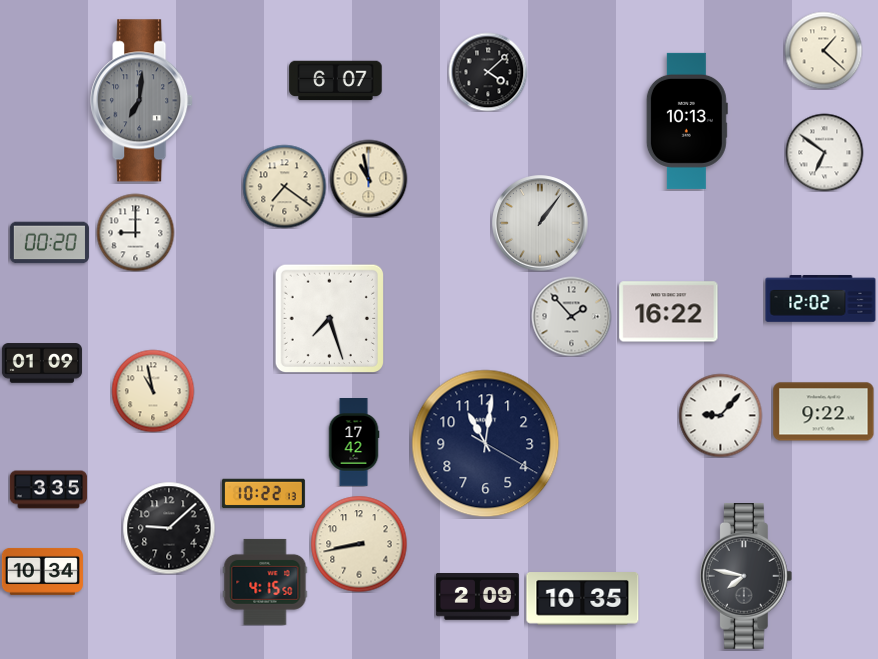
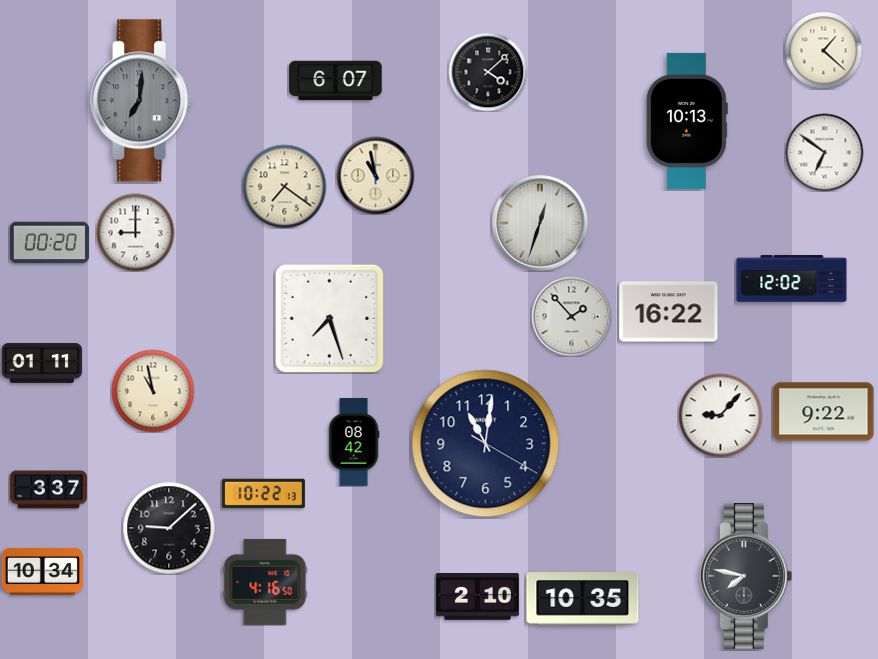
clock at (368, 178) position: (368, 178) -> (375, 175)
clock at (540, 223): 1:06 -> 12:33
clock at (821, 299) position: (821, 299) -> (792, 279)
clock at (42, 363): 01:09 -> 01:11
clock at (354, 443): 17:42 -> 08:42
clock at (48, 490): 3:35 -> 3:37
clock at (359, 544): 8:43 -> none
clock at (265, 582): 4:15 -> 4:16
clock at (477, 597): 2:09 -> 2:10
